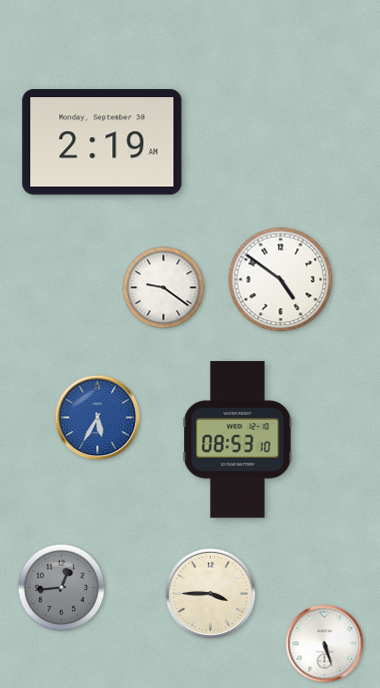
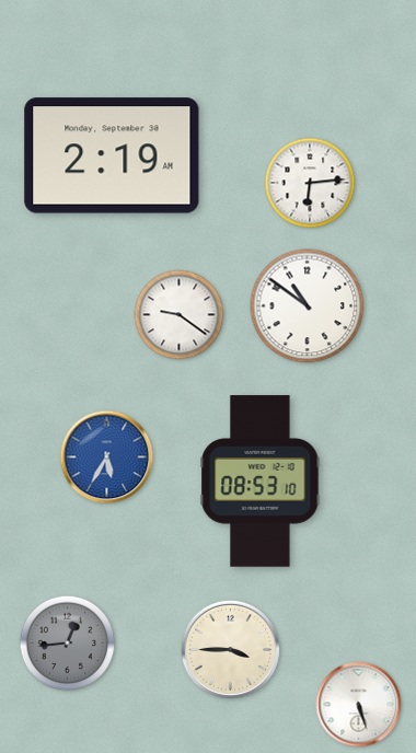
clock at (310, 183): none -> 6:14
clock at (281, 280): 4:51 -> 10:51
clock at (325, 644) position: (325, 644) -> (359, 705)
